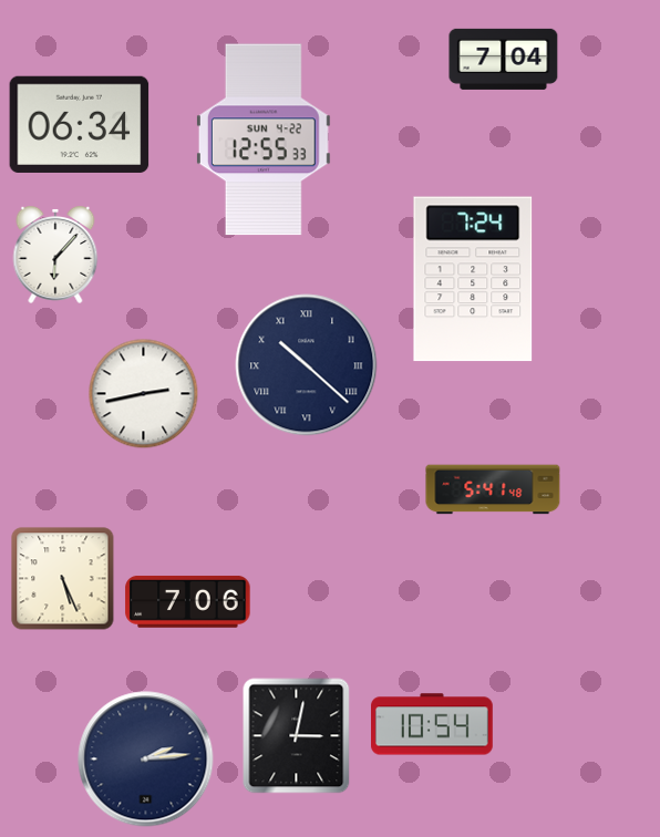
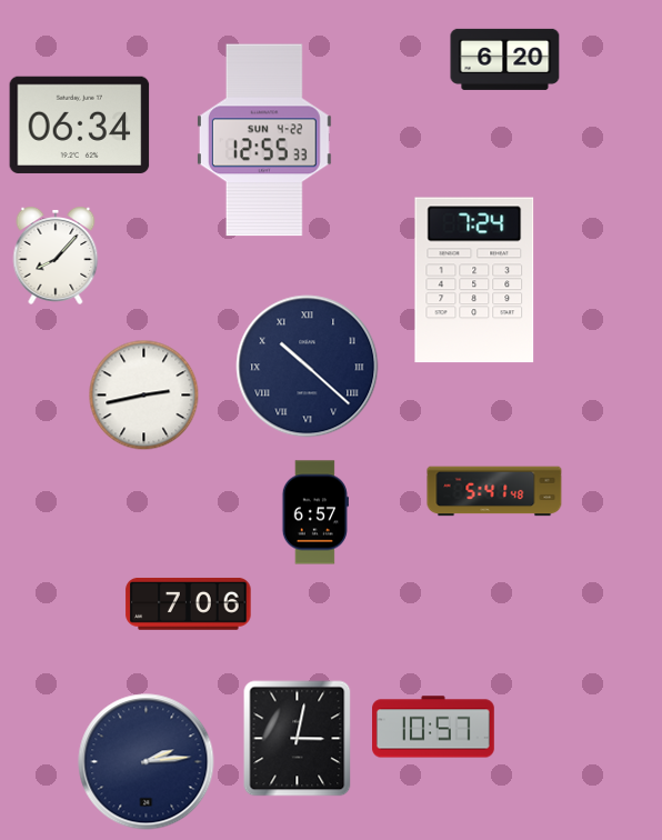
clock at (504, 59): 7:04 -> 6:20
clock at (55, 256): 6:07 -> 8:07
clock at (315, 512): none -> 6:57
clock at (63, 579): 5:26 -> none
clock at (433, 724): 10:54 -> 10:57
